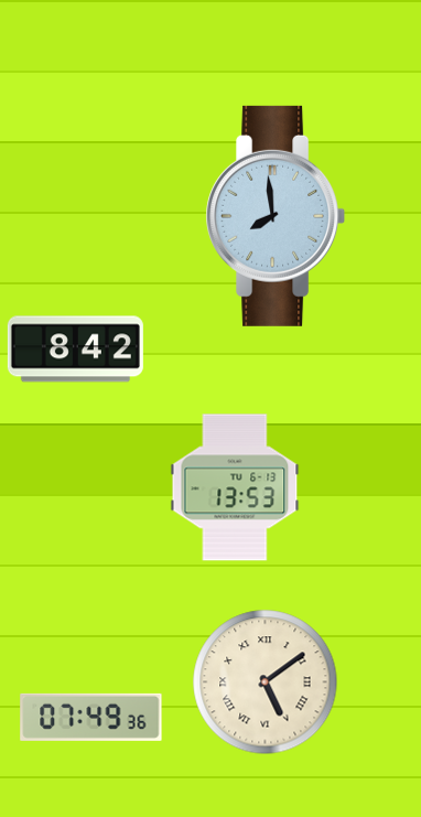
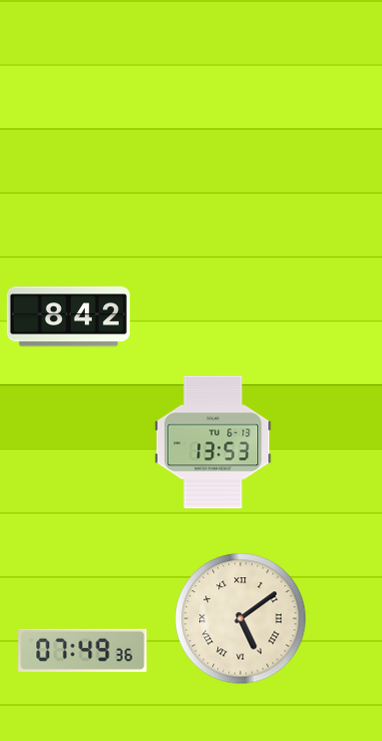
clock at (276, 216): 7:59 -> none
